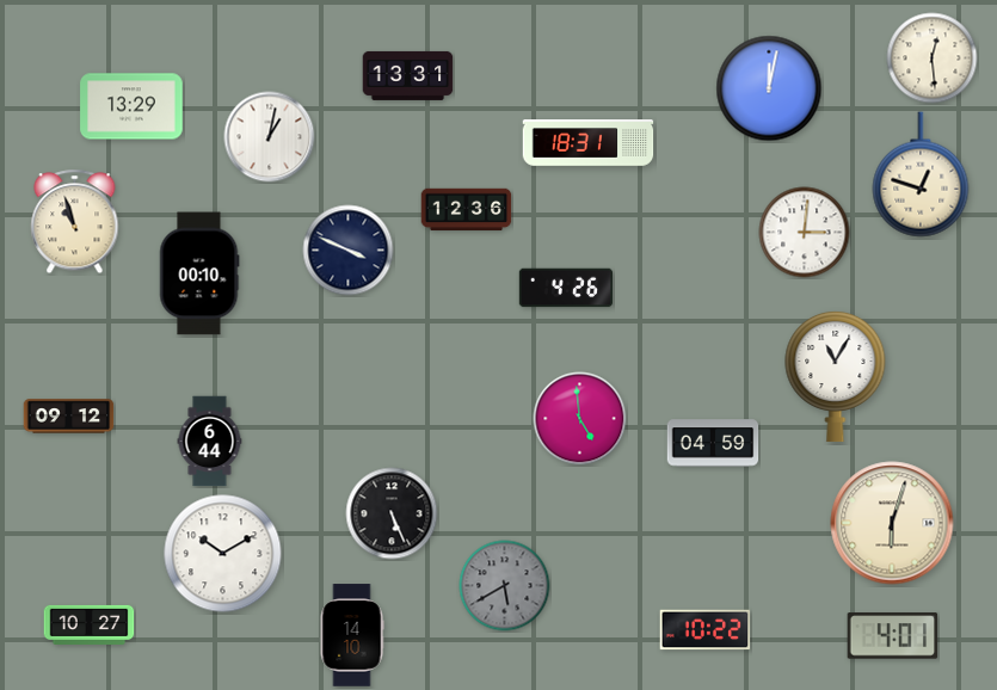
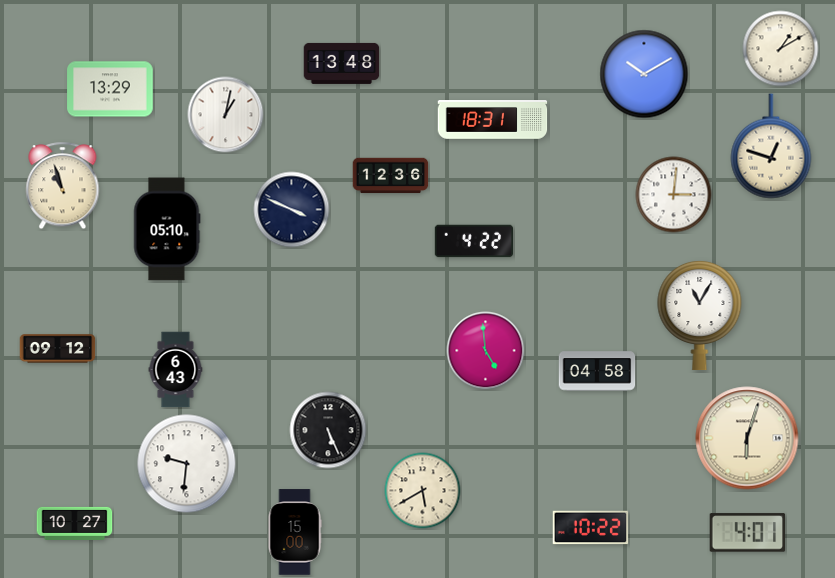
clock at (933, 58): 12:29 -> 1:10
clock at (408, 75): 13:31 -> 13:48
clock at (769, 88): 12:02 -> 10:10
clock at (199, 273): 00:10 -> 05:10
clock at (565, 288): 4:26 -> 4:22
clock at (210, 442): 6:44 -> 6:43
clock at (713, 443): 04:59 -> 04:58
clock at (223, 554): 10:10 -> 9:31
clock at (505, 586) dial: grey -> cream
clock at (352, 635): 14:10 -> 15:00
